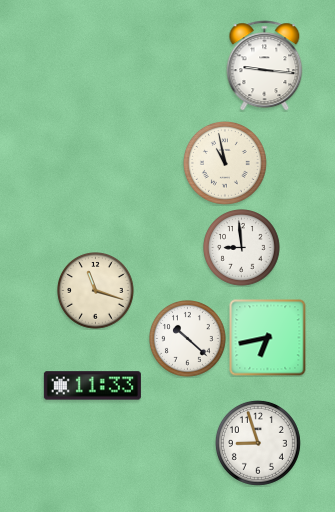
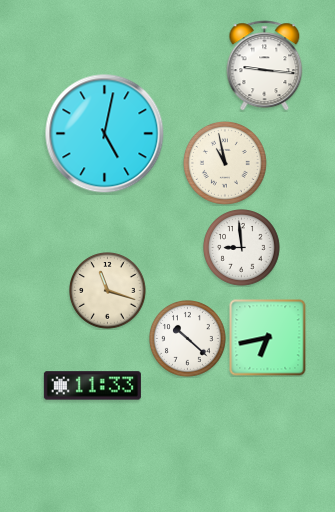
clock at (105, 134): none -> 5:02
clock at (96, 291) position: (96, 291) -> (108, 291)
clock at (258, 443): 8:57 -> none
